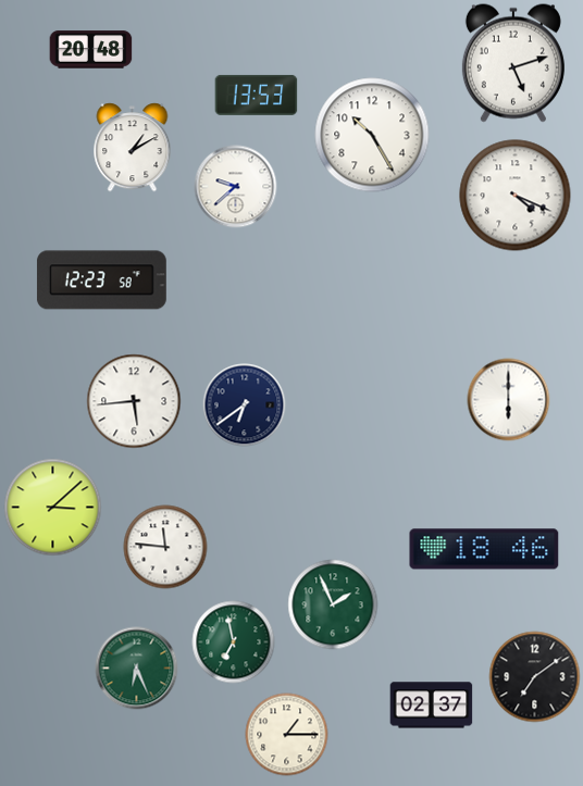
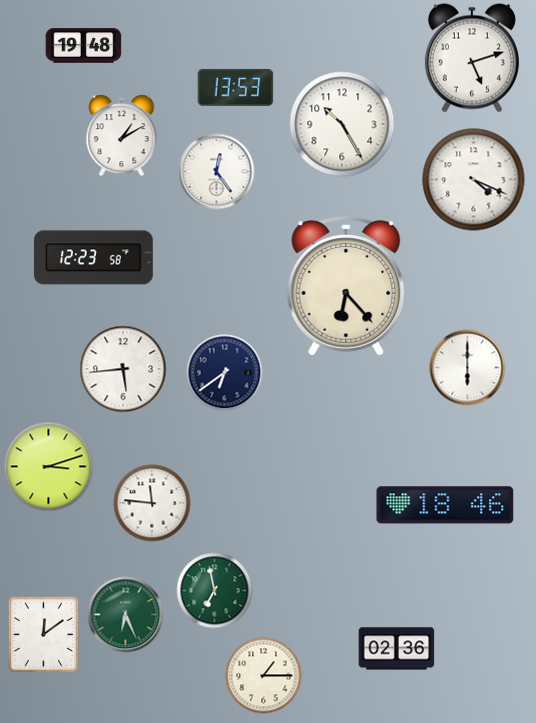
clock at (91, 50): 20:48 -> 19:48
clock at (236, 187): 9:38 -> 12:24
clock at (346, 286): none -> 6:23
clock at (53, 508): 3:08 -> 3:12
clock at (333, 604): 1:56 -> none
clock at (535, 677): 7:09 -> none
clock at (44, 634): none -> 12:09
clock at (432, 706): 02:37 -> 02:36
